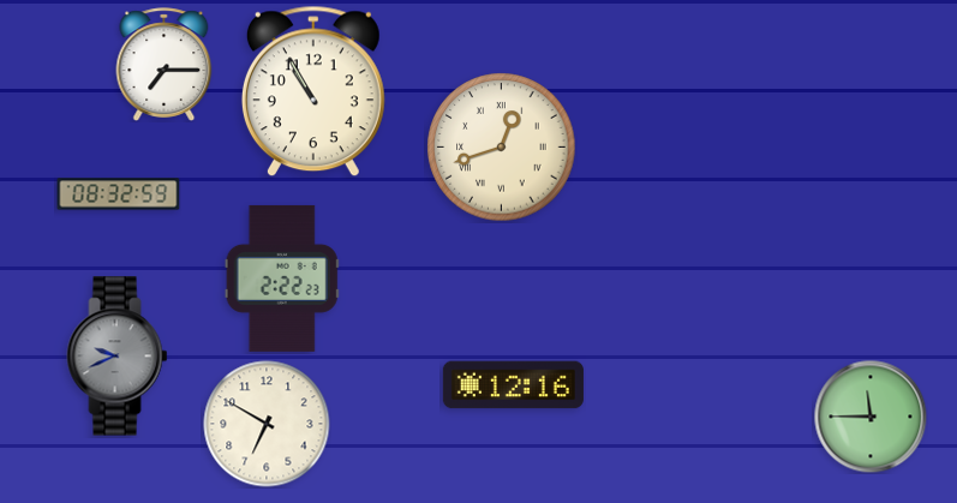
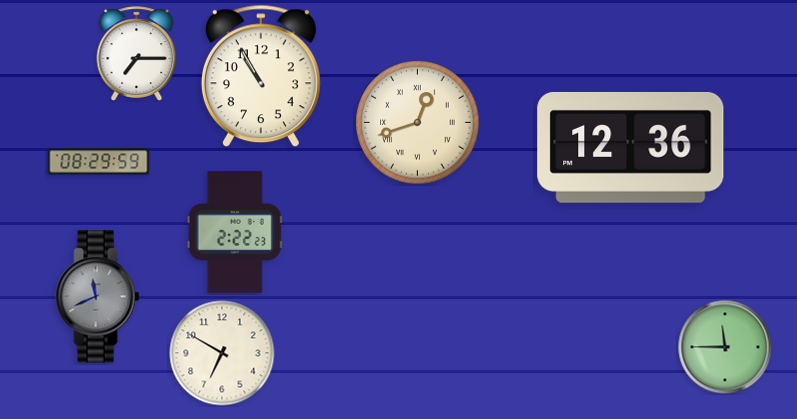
clock at (631, 147): none -> 12:36
clock at (119, 194): 08:32 -> 08:29
clock at (118, 357): 9:41 -> 11:41
clock at (513, 385): 12:16 -> none
